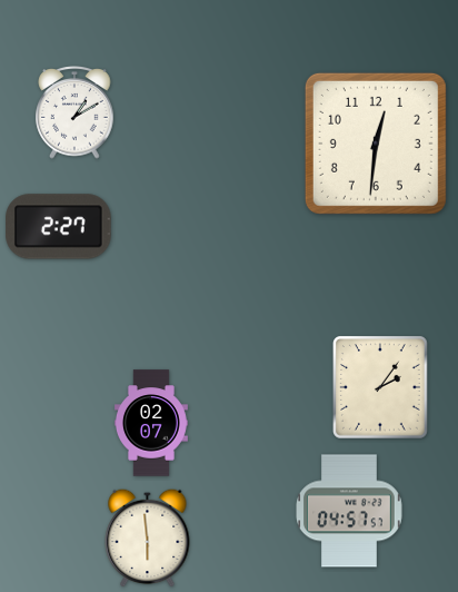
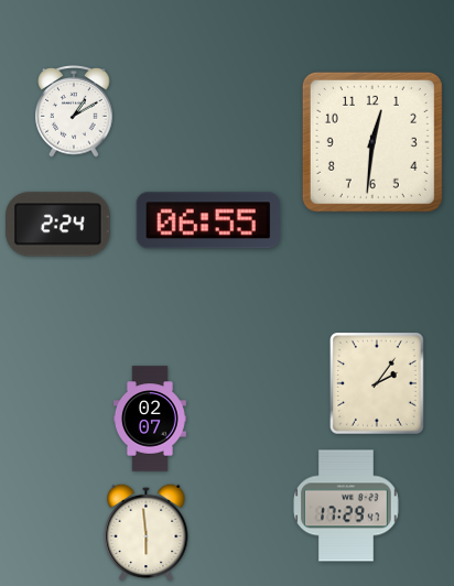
clock at (208, 220): none -> 06:55
clock at (59, 227): 2:27 -> 2:24
clock at (350, 511): 04:57 -> 17:29
